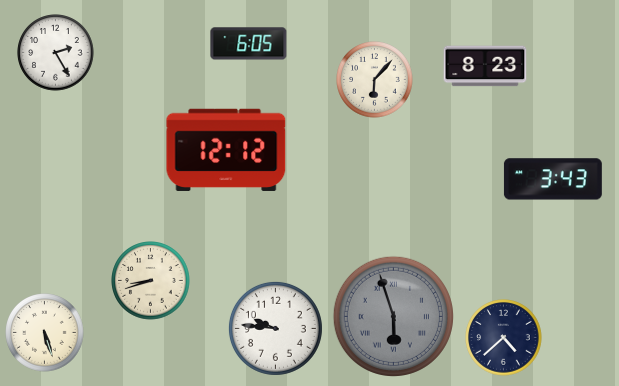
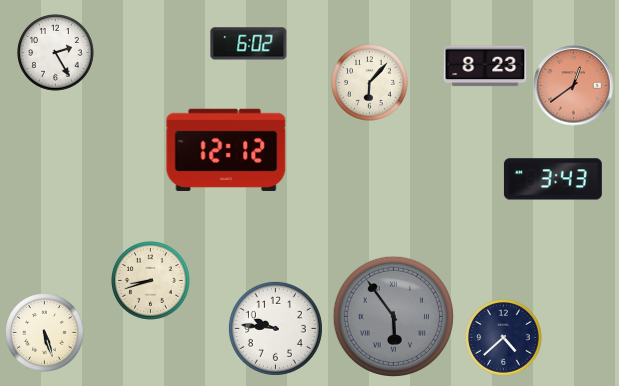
clock at (249, 44): 6:05 -> 6:02
clock at (375, 80) position: (375, 80) -> (370, 83)
clock at (574, 86): none -> 12:39
clock at (393, 316): 5:57 -> 5:54
